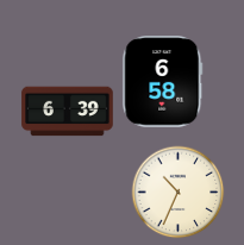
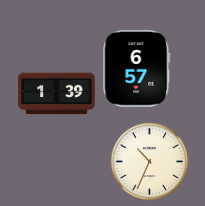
clock at (163, 82): 6:58 -> 6:57
clock at (68, 112): 6:39 -> 1:39
